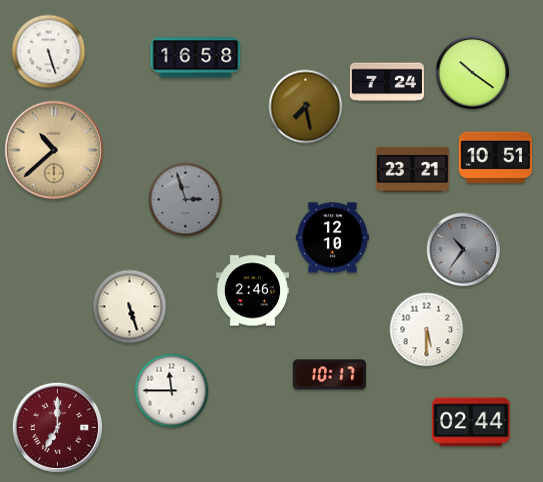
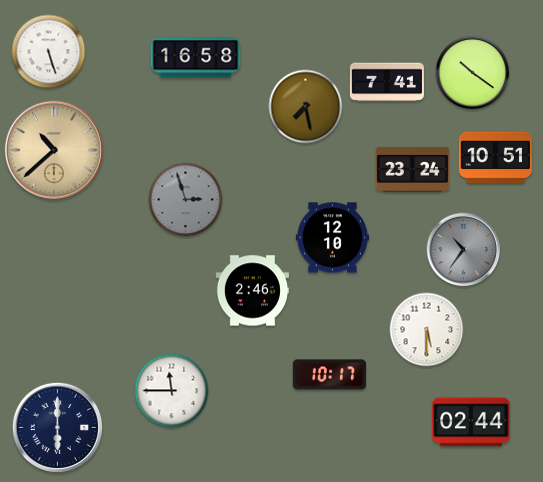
clock at (387, 82): 7:24 -> 7:41
clock at (412, 169): 23:21 -> 23:24
clock at (130, 307): 5:27 -> none
clock at (57, 427): 7:00 -> 6:00
clock at (57, 427) dial: burgundy -> navy
